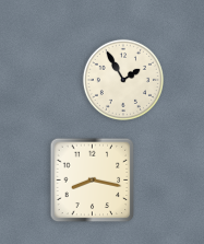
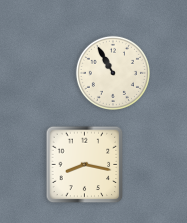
clock at (123, 80): 1:55 -> 10:55
